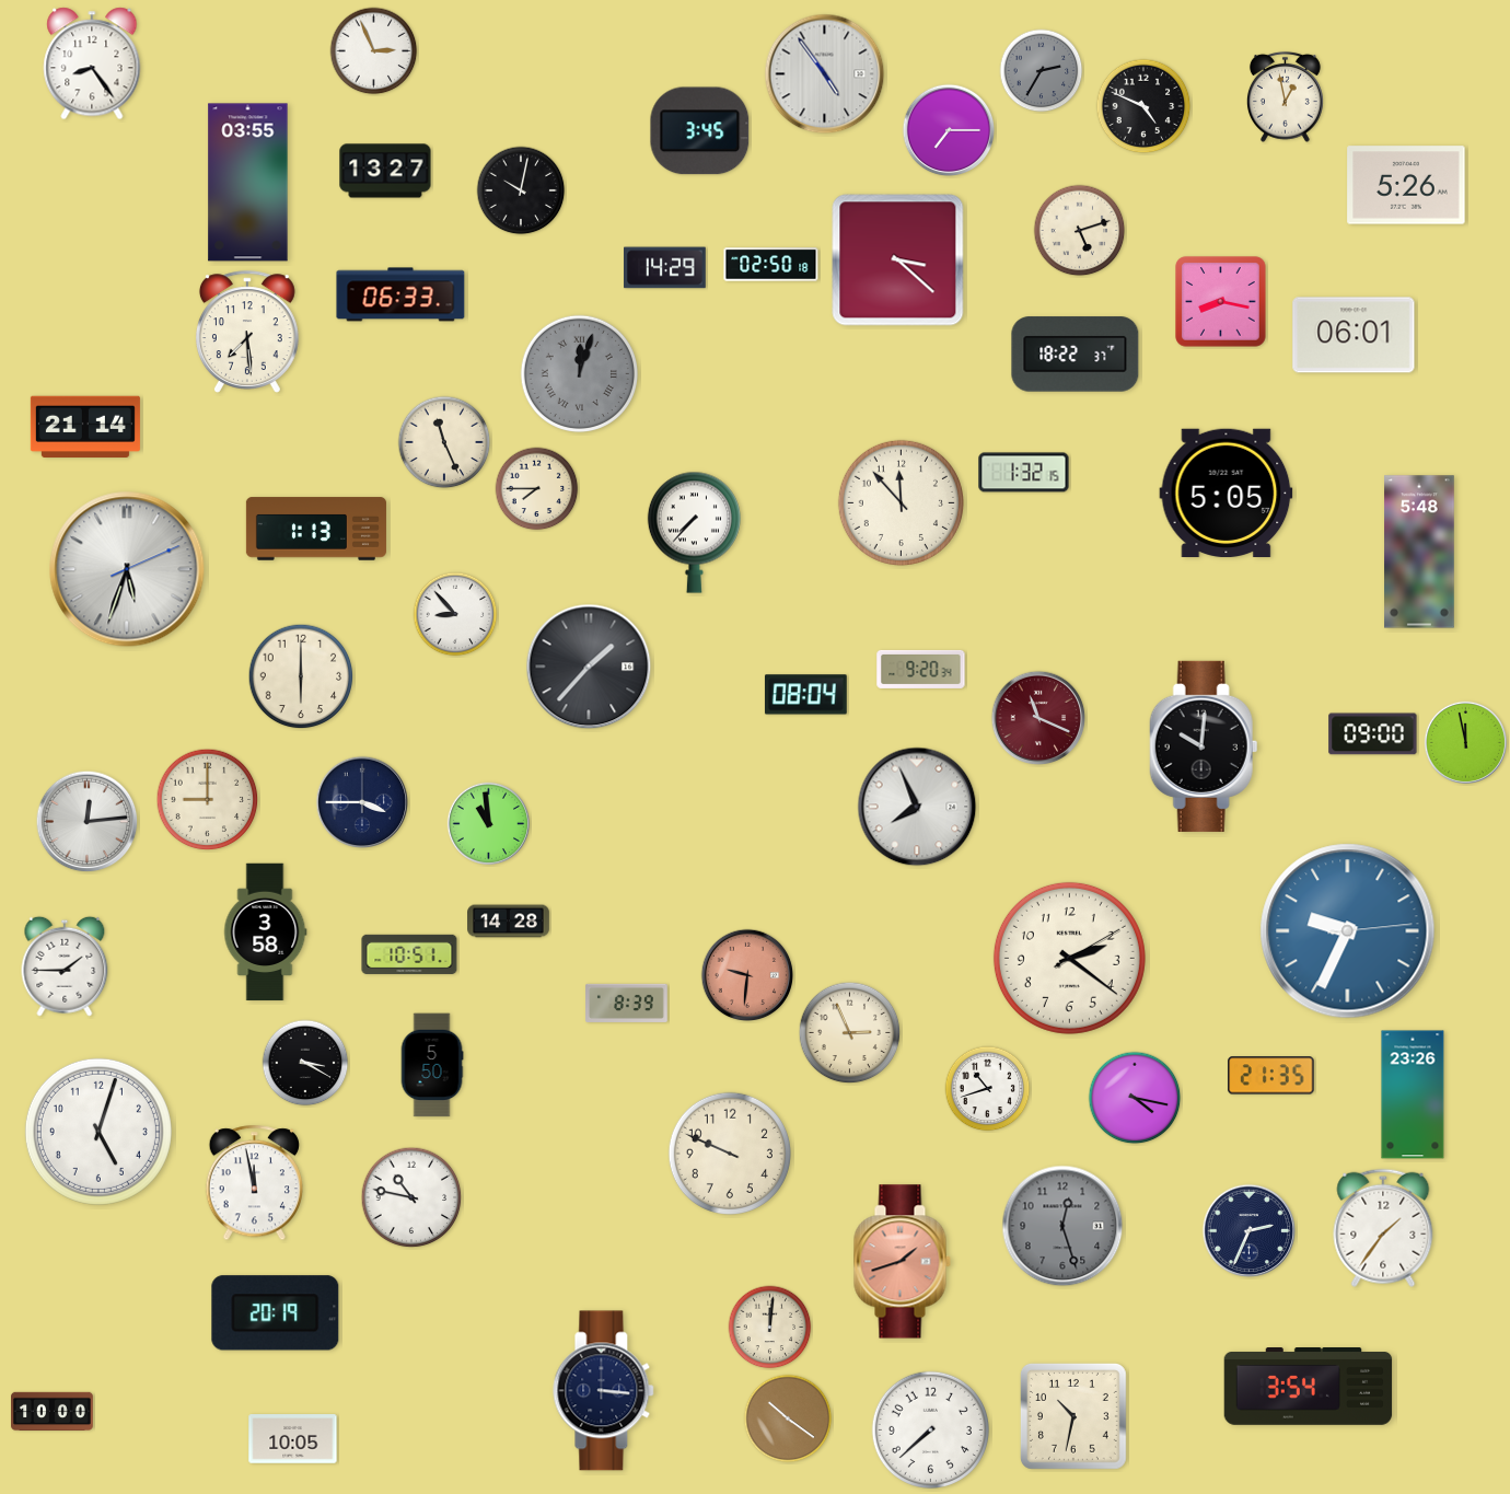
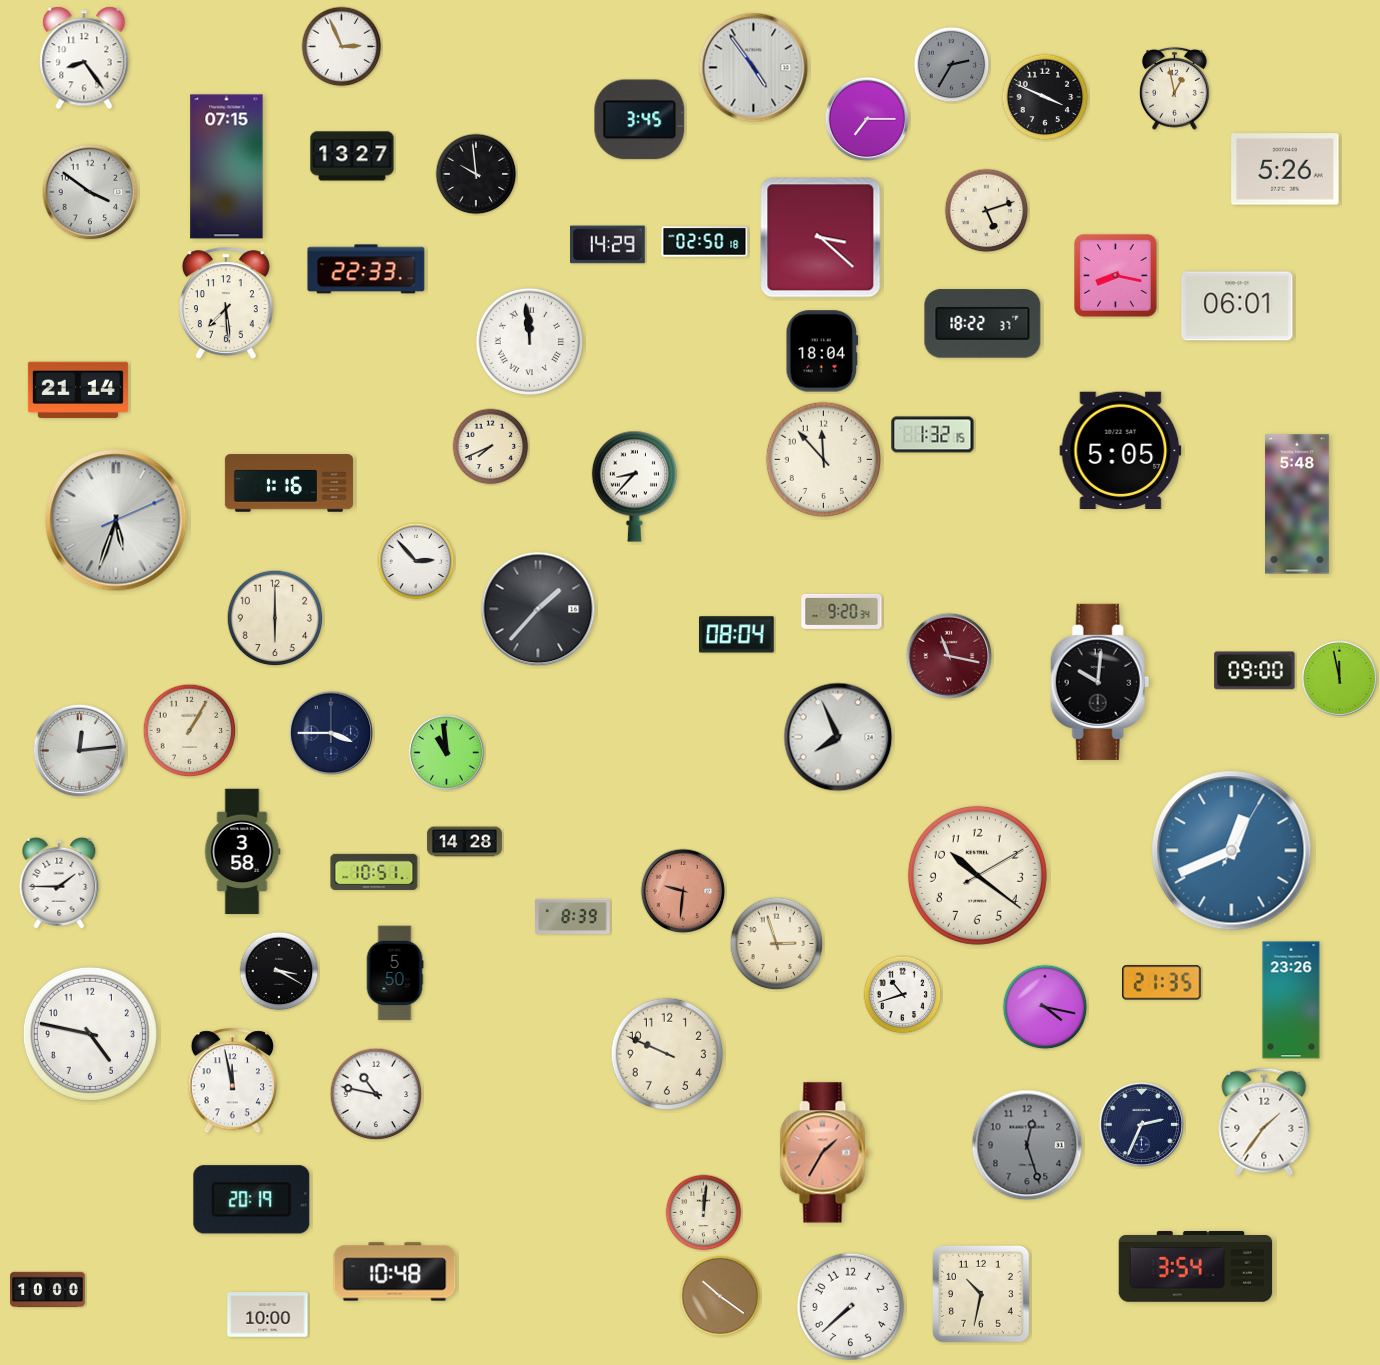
clock at (1143, 106): 4:49 -> 3:49
clock at (248, 183): 03:55 -> 07:15
clock at (521, 190): 10:02 -> 9:59
clock at (90, 192): none -> 3:51
clock at (400, 294): 06:33 -> 22:33
clock at (579, 373): 12:03 -> 11:59
clock at (579, 373) dial: grey -> white
clock at (822, 351): none -> 18:04
clock at (444, 442): 11:26 -> none
clock at (1024, 473) position: (1024, 473) -> (933, 435)
clock at (537, 489): 7:45 -> 7:41
clock at (316, 529): 1:13 -> 1:16
clock at (694, 532): 7:37 -> 8:37
clock at (455, 614): 8:53 -> 2:53
clock at (1038, 718): 11:19 -> 11:17
clock at (208, 800): 9:00 -> 1:05
clock at (1348, 931): 9:34 -> 12:41
clock at (1069, 958): 2:21 -> 10:21
clock at (850, 1033): 2:56 -> 2:57
clock at (1135, 1098) position: (1135, 1098) -> (1045, 1007)
clock at (98, 1132): 5:03 -> 4:47
clock at (1062, 1226) position: (1062, 1226) -> (1027, 1145)
clock at (902, 1262): 1:42 -> 1:35
clock at (604, 1391): 3:16 -> none
clock at (395, 1272): none -> 10:48
clock at (293, 1439): 10:05 -> 10:00
